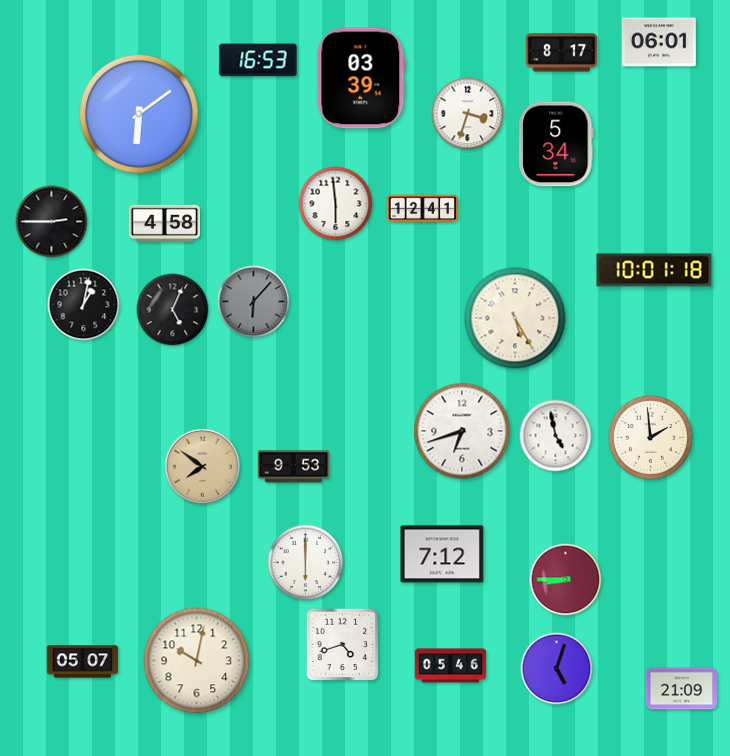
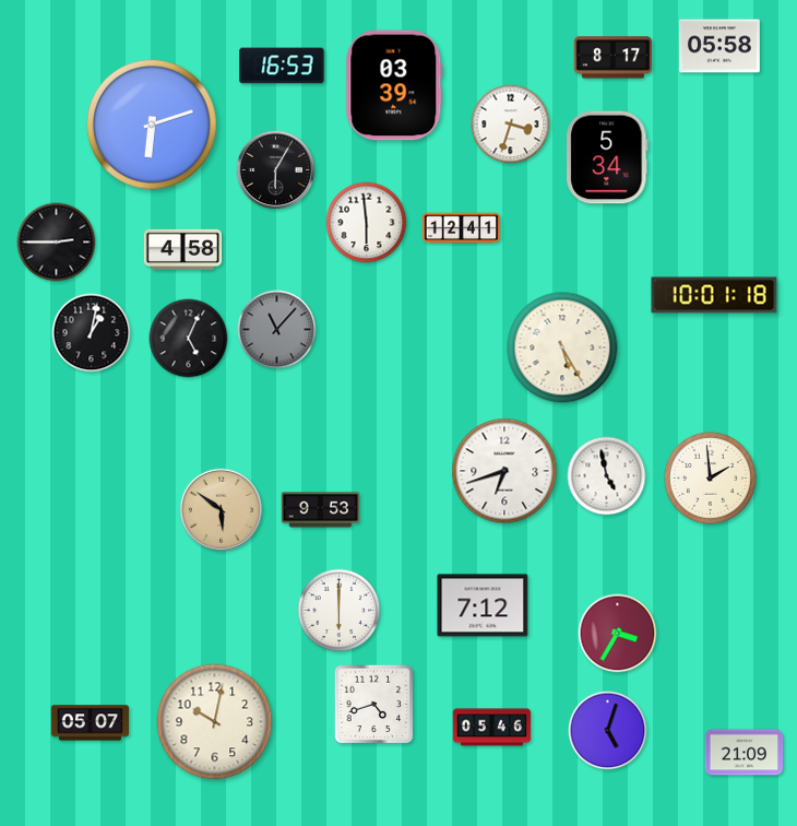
clock at (659, 42): 06:01 -> 05:58
clock at (139, 114): 6:09 -> 6:12
clock at (276, 170): none -> 6:05
clock at (165, 223) position: (165, 223) -> (183, 249)
clock at (254, 302): 6:07 -> 11:07
clock at (202, 466): 7:51 -> 5:51
clock at (306, 563) position: (306, 563) -> (340, 611)
clock at (566, 580): 8:45 -> 3:35
